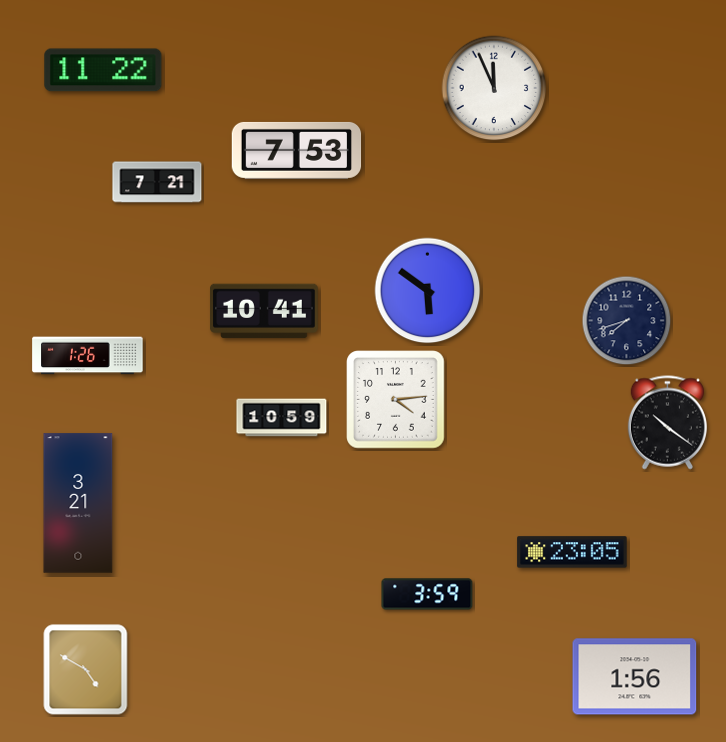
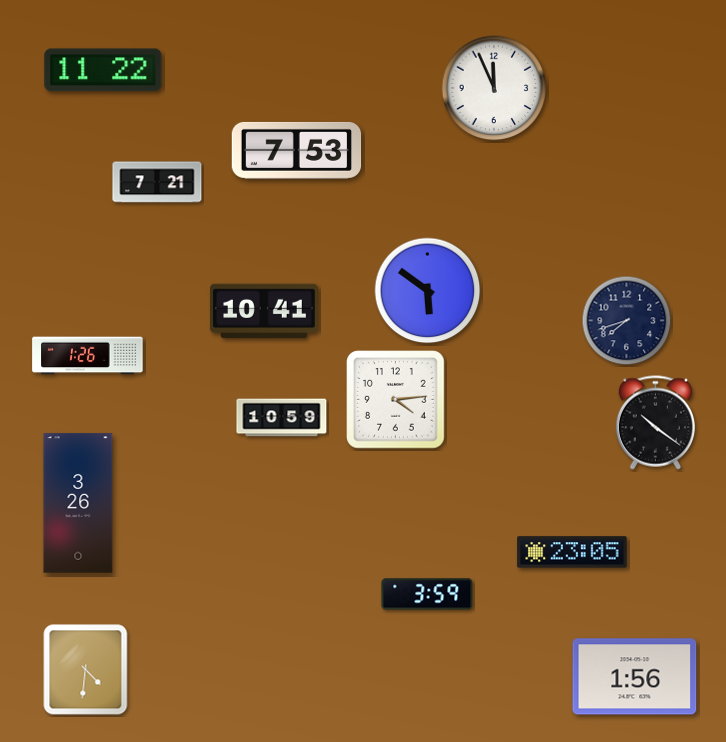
clock at (667, 423) position: (667, 423) -> (655, 423)
clock at (78, 503): 3:21 -> 3:26
clock at (86, 670): 4:50 -> 4:31
